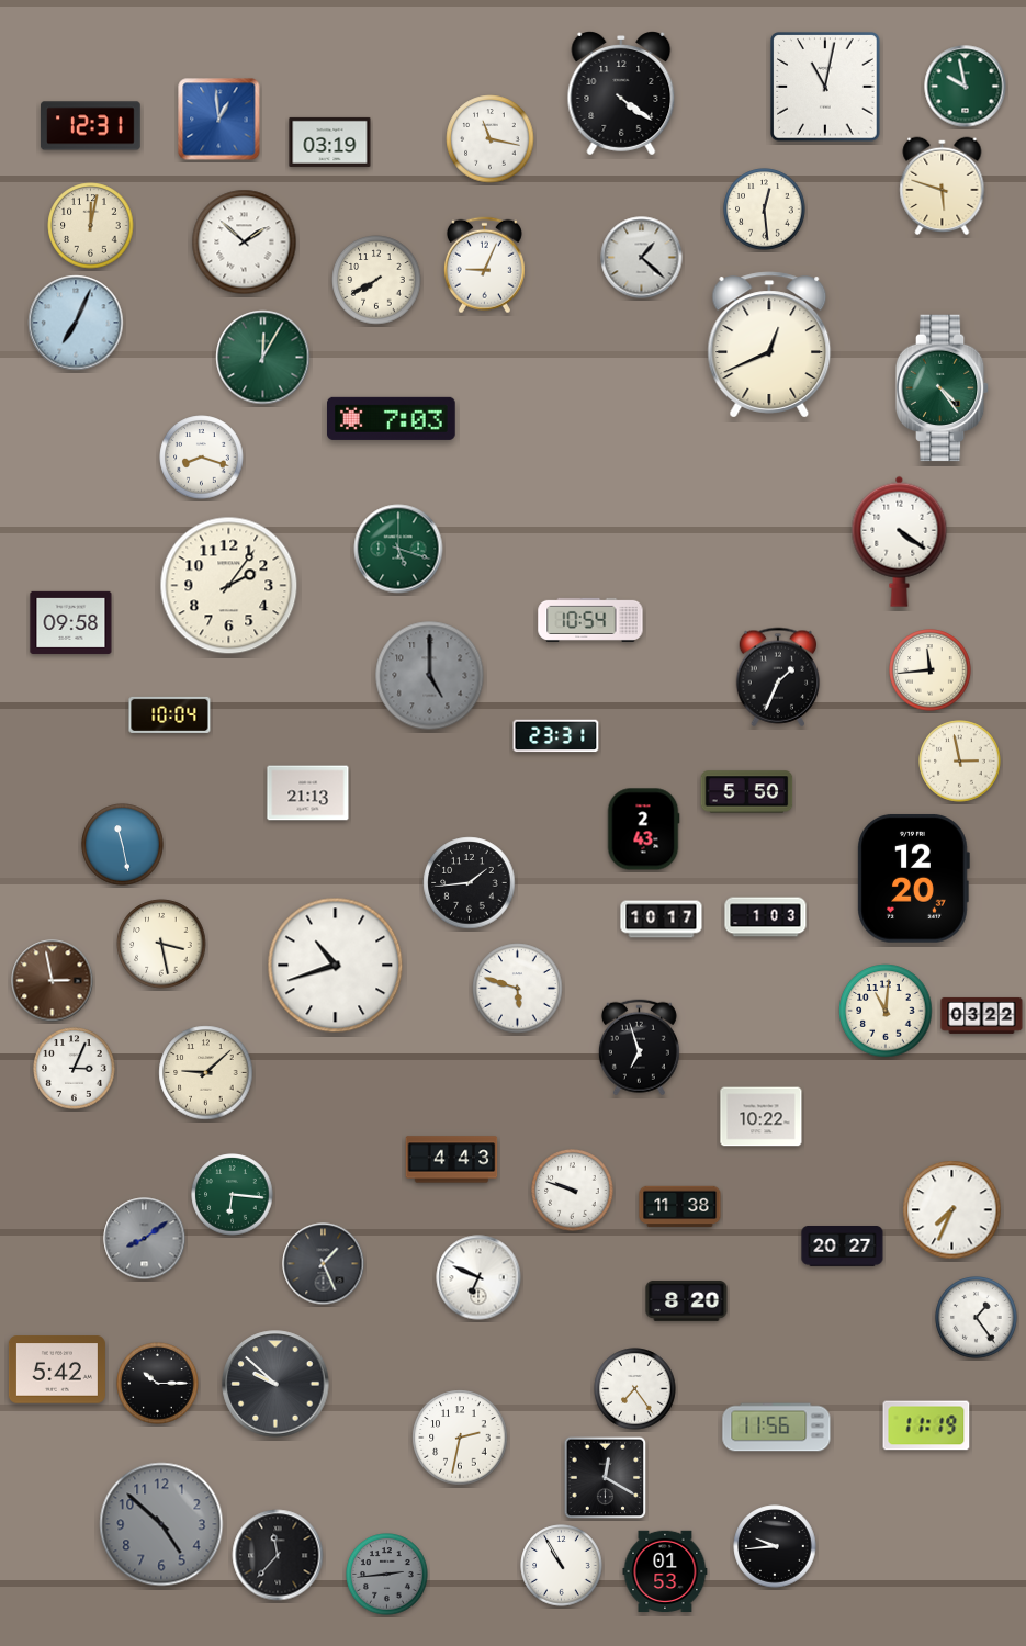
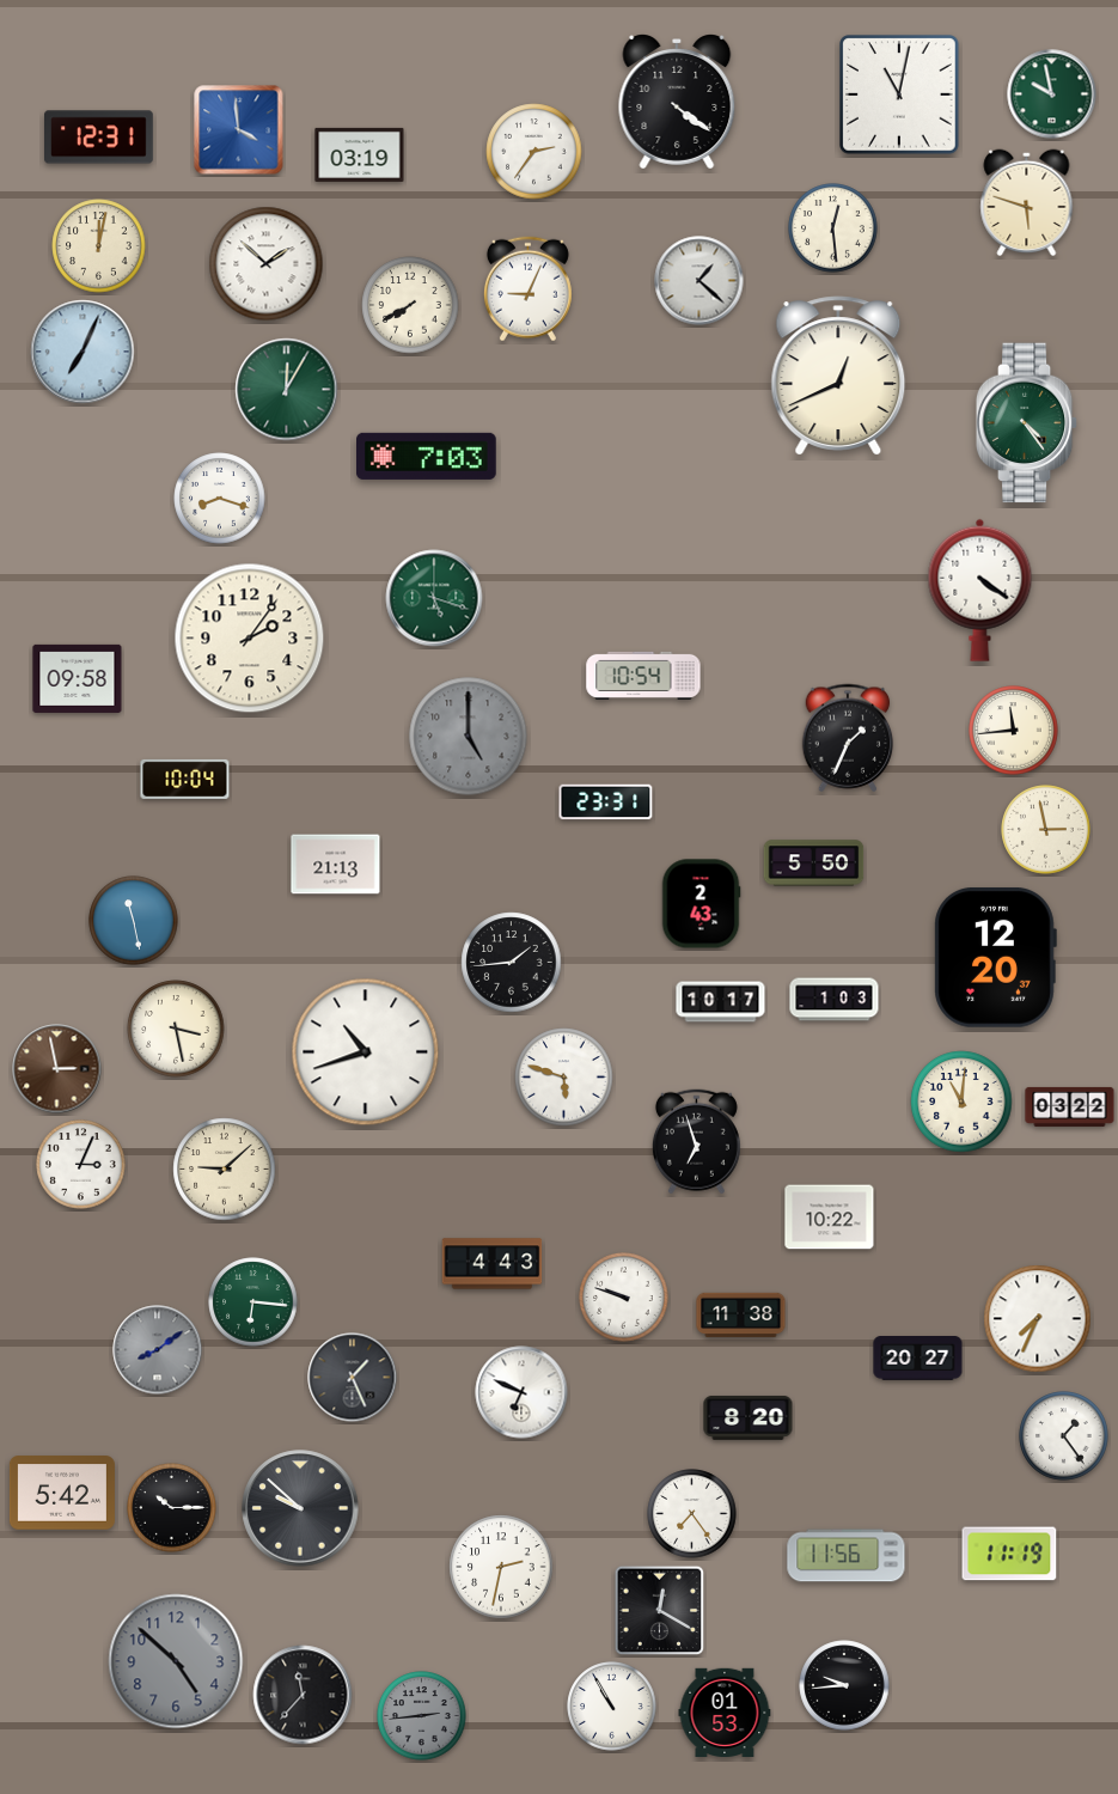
clock at (219, 120): 12:59 -> 3:59
clock at (491, 139): 11:17 -> 2:36
clock at (886, 1011) position: (886, 1011) -> (961, 1102)
